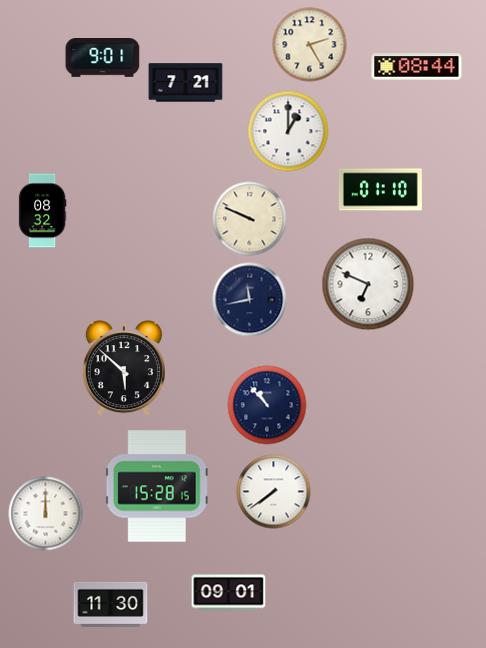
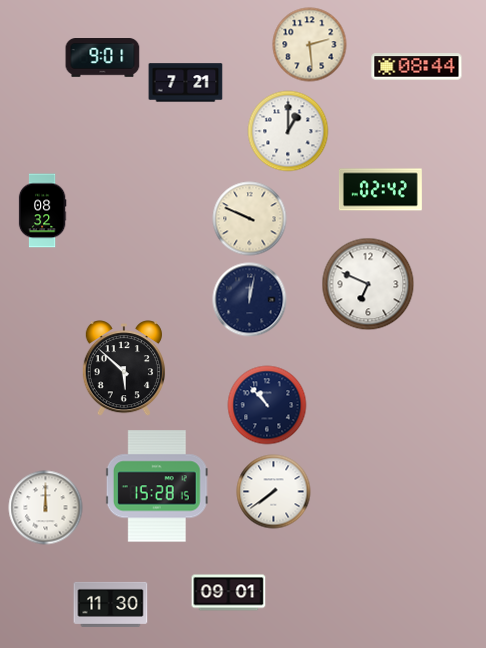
clock at (310, 45): 2:25 -> 2:29
clock at (380, 190): 01:10 -> 02:42
clock at (250, 300): 11:43 -> 12:02
clock at (46, 514) position: (46, 514) -> (46, 508)
